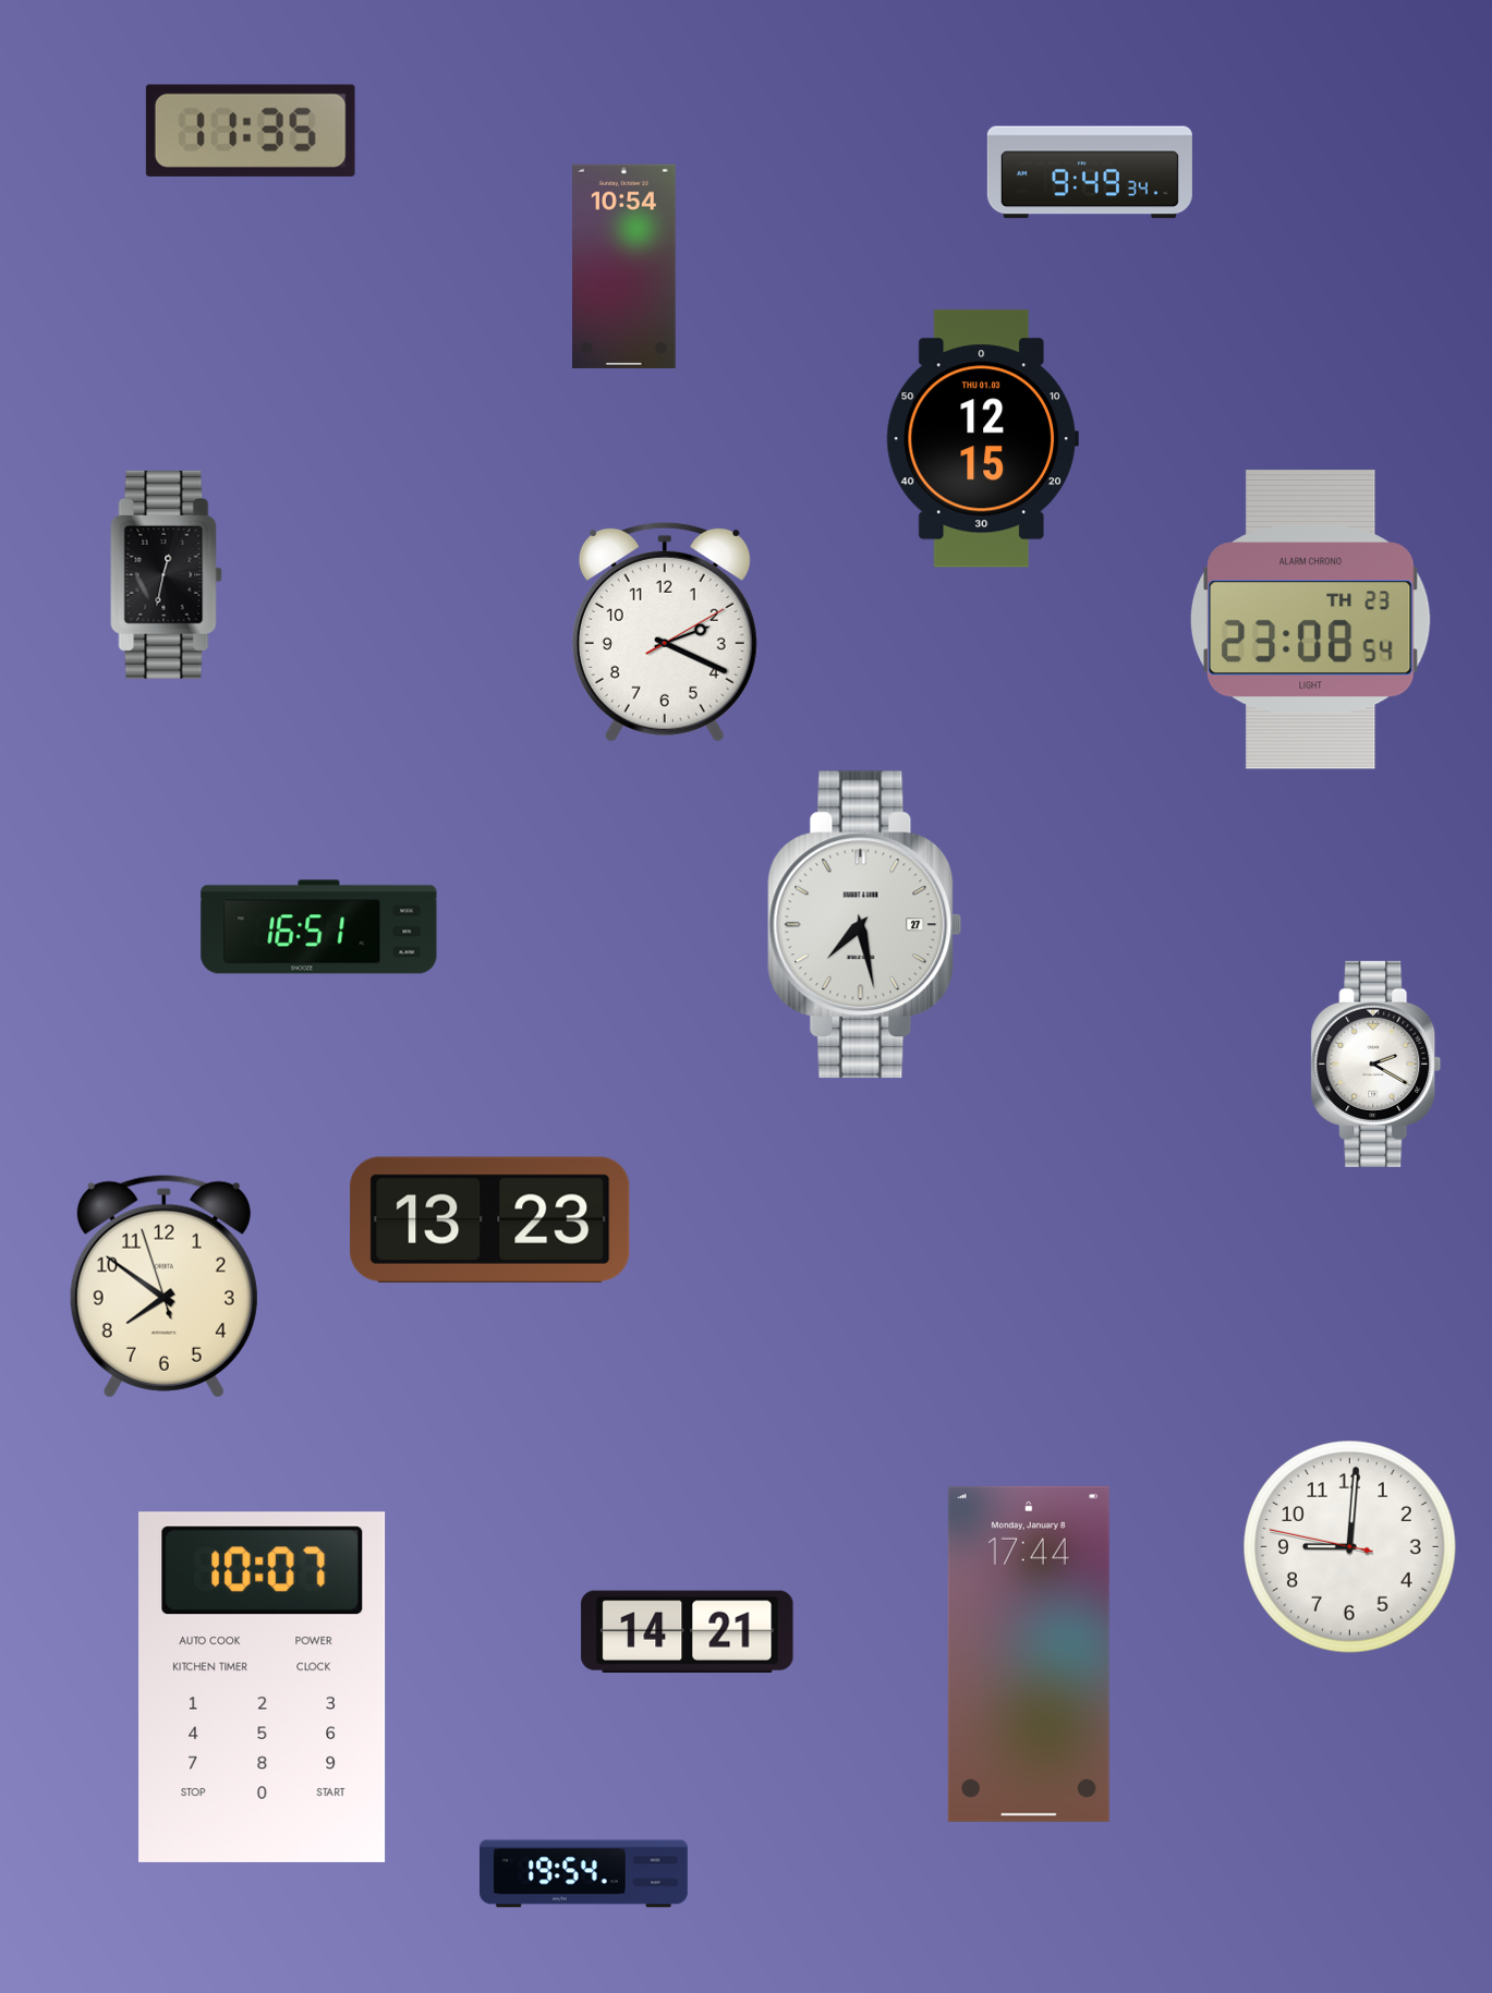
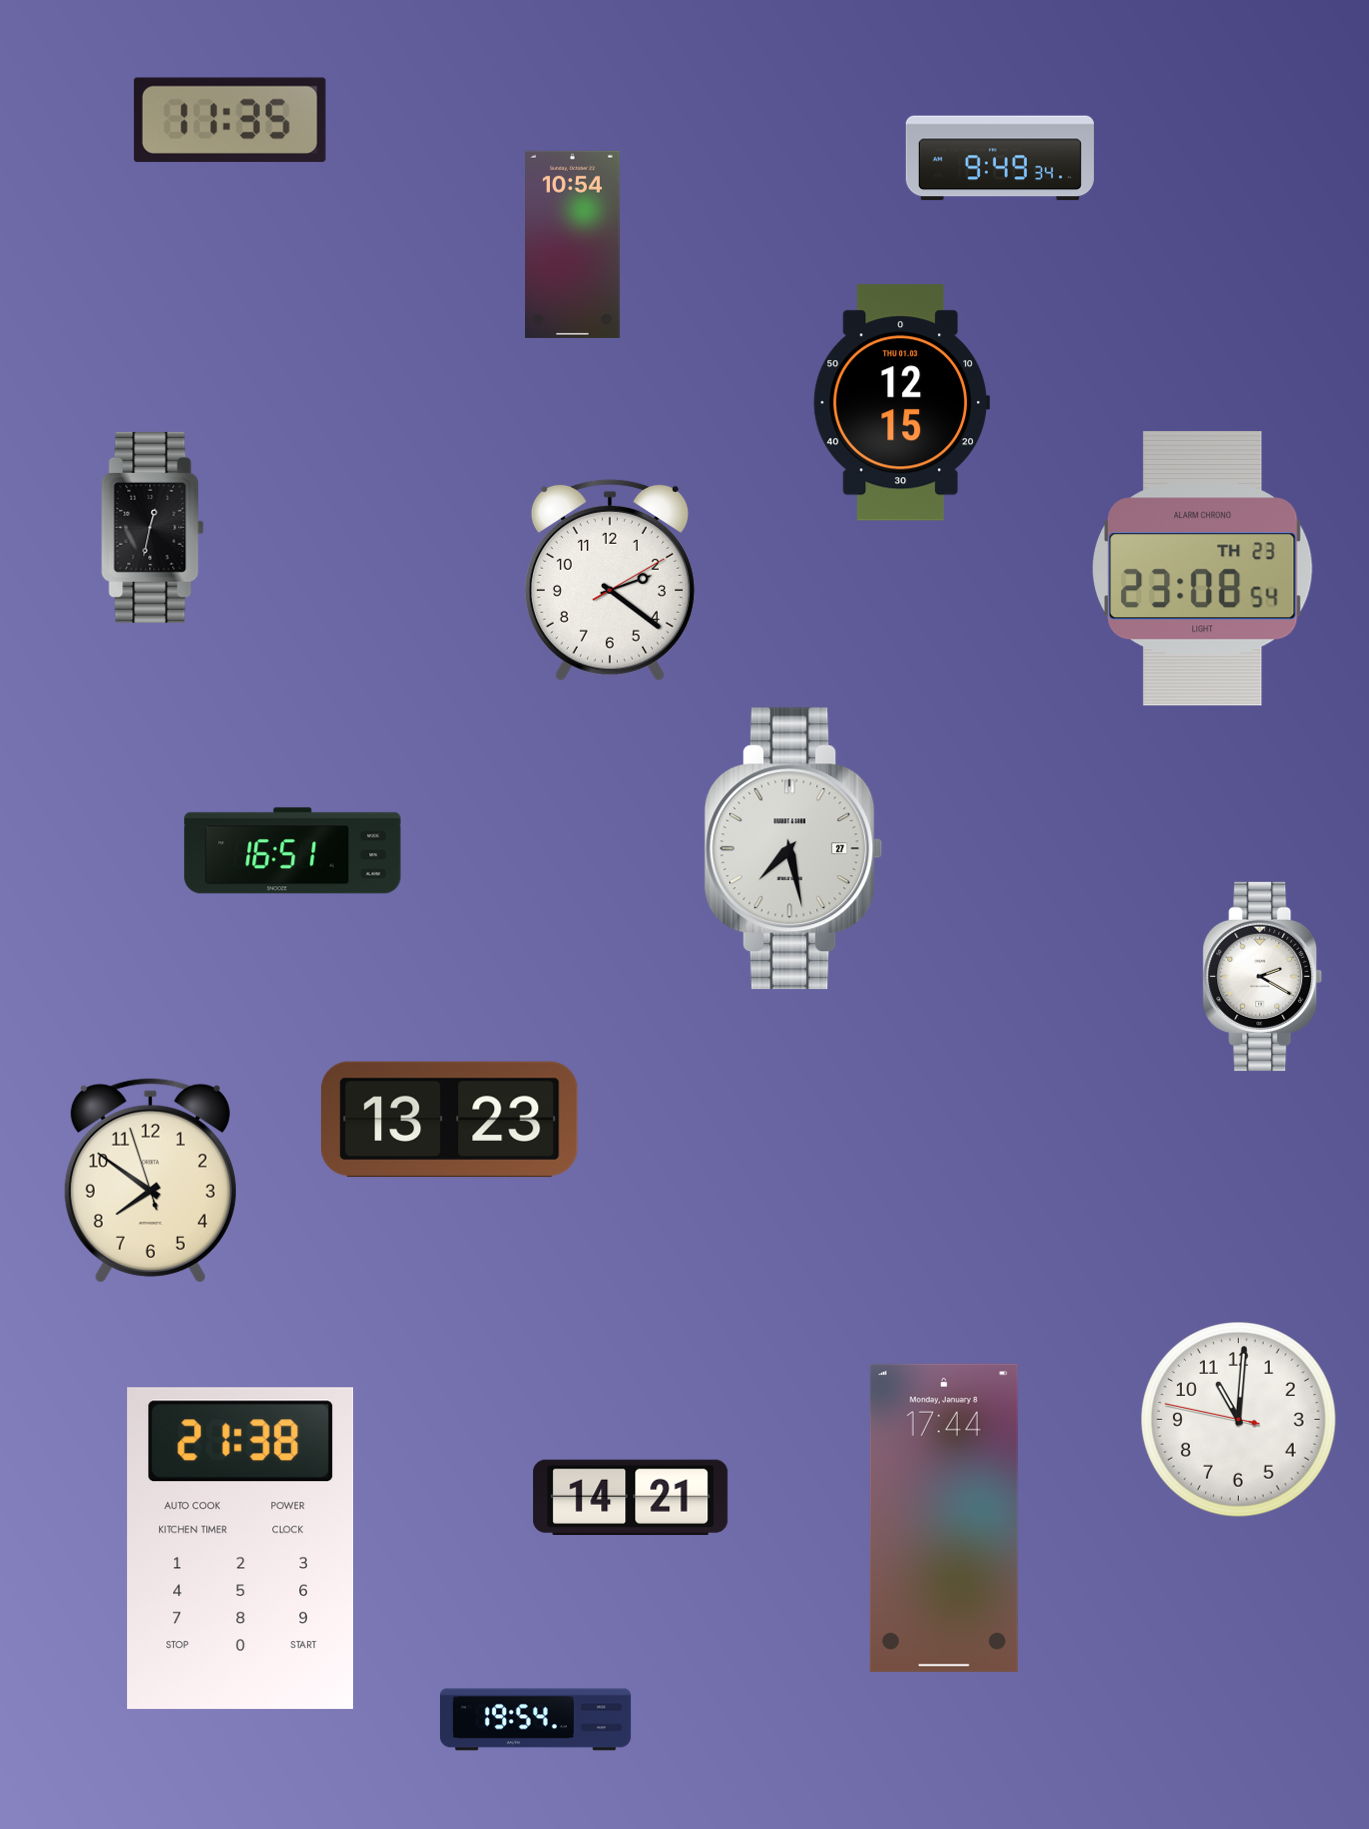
clock at (665, 632): 2:19 -> 2:21
clock at (1350, 1547): 9:00 -> 11:00
clock at (263, 1687): 10:07 -> 21:38
